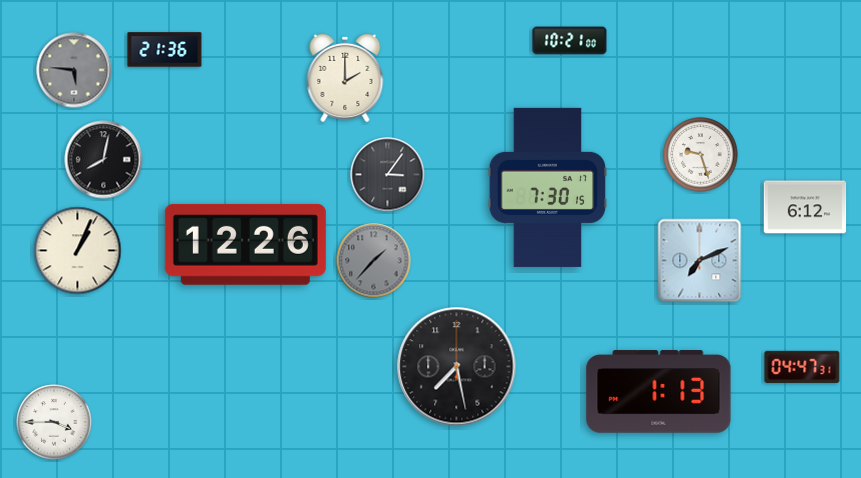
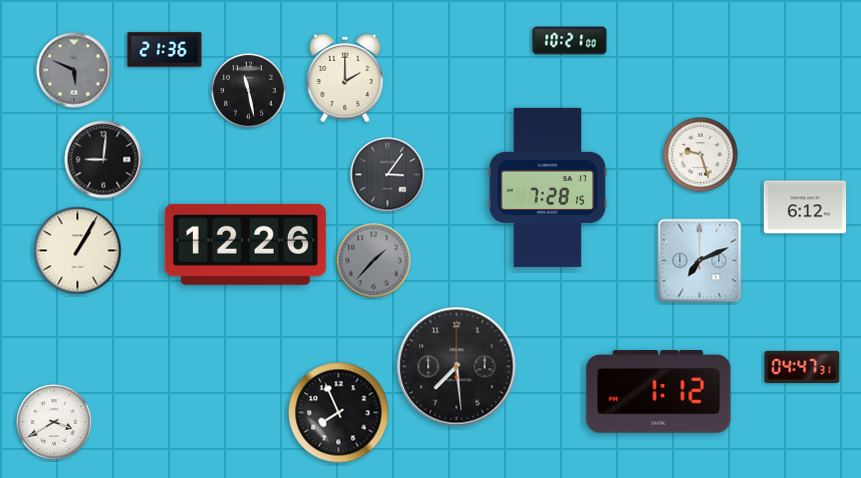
clock at (74, 70): 5:46 -> 5:49
clock at (249, 91): none -> 11:28
clock at (104, 160): 8:02 -> 9:01
clock at (548, 187): 7:30 -> 7:28
clock at (78, 251): 1:04 -> 1:05
clock at (457, 367): 7:28 -> 7:29
clock at (659, 392): 1:13 -> 1:12
clock at (339, 413): none -> 7:56
clock at (54, 422): 3:45 -> 3:40
